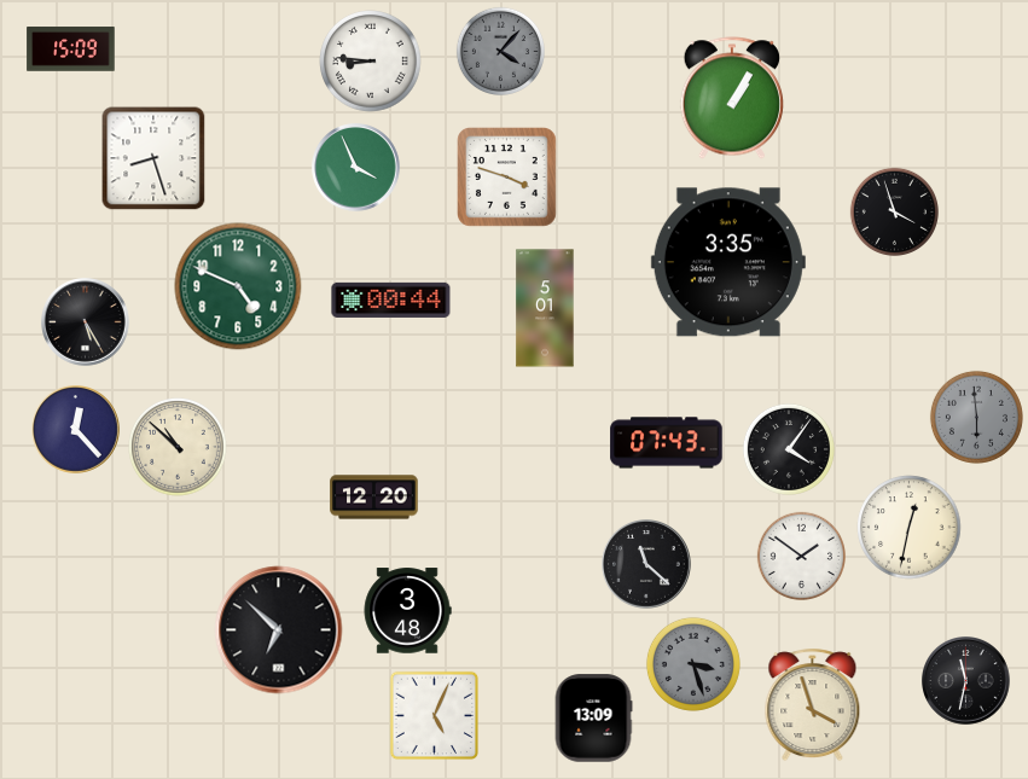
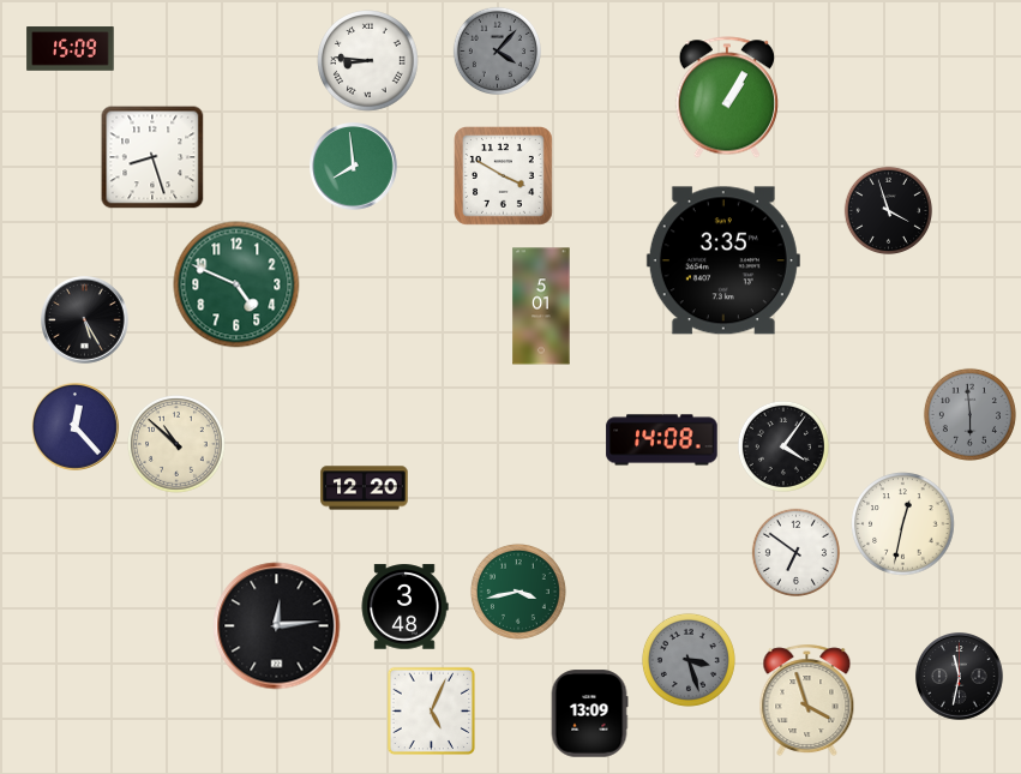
clock at (356, 168): 3:56 -> 7:59
clock at (507, 178): 3:48 -> 3:50
clock at (391, 300): 00:44 -> none
clock at (667, 443): 07:43 -> 14:08
clock at (374, 498) position: (374, 498) -> (365, 488)
clock at (801, 556): 1:51 -> 6:51
clock at (646, 564): 11:22 -> none
clock at (518, 592): none -> 3:43
clock at (279, 630): 6:52 -> 12:14
